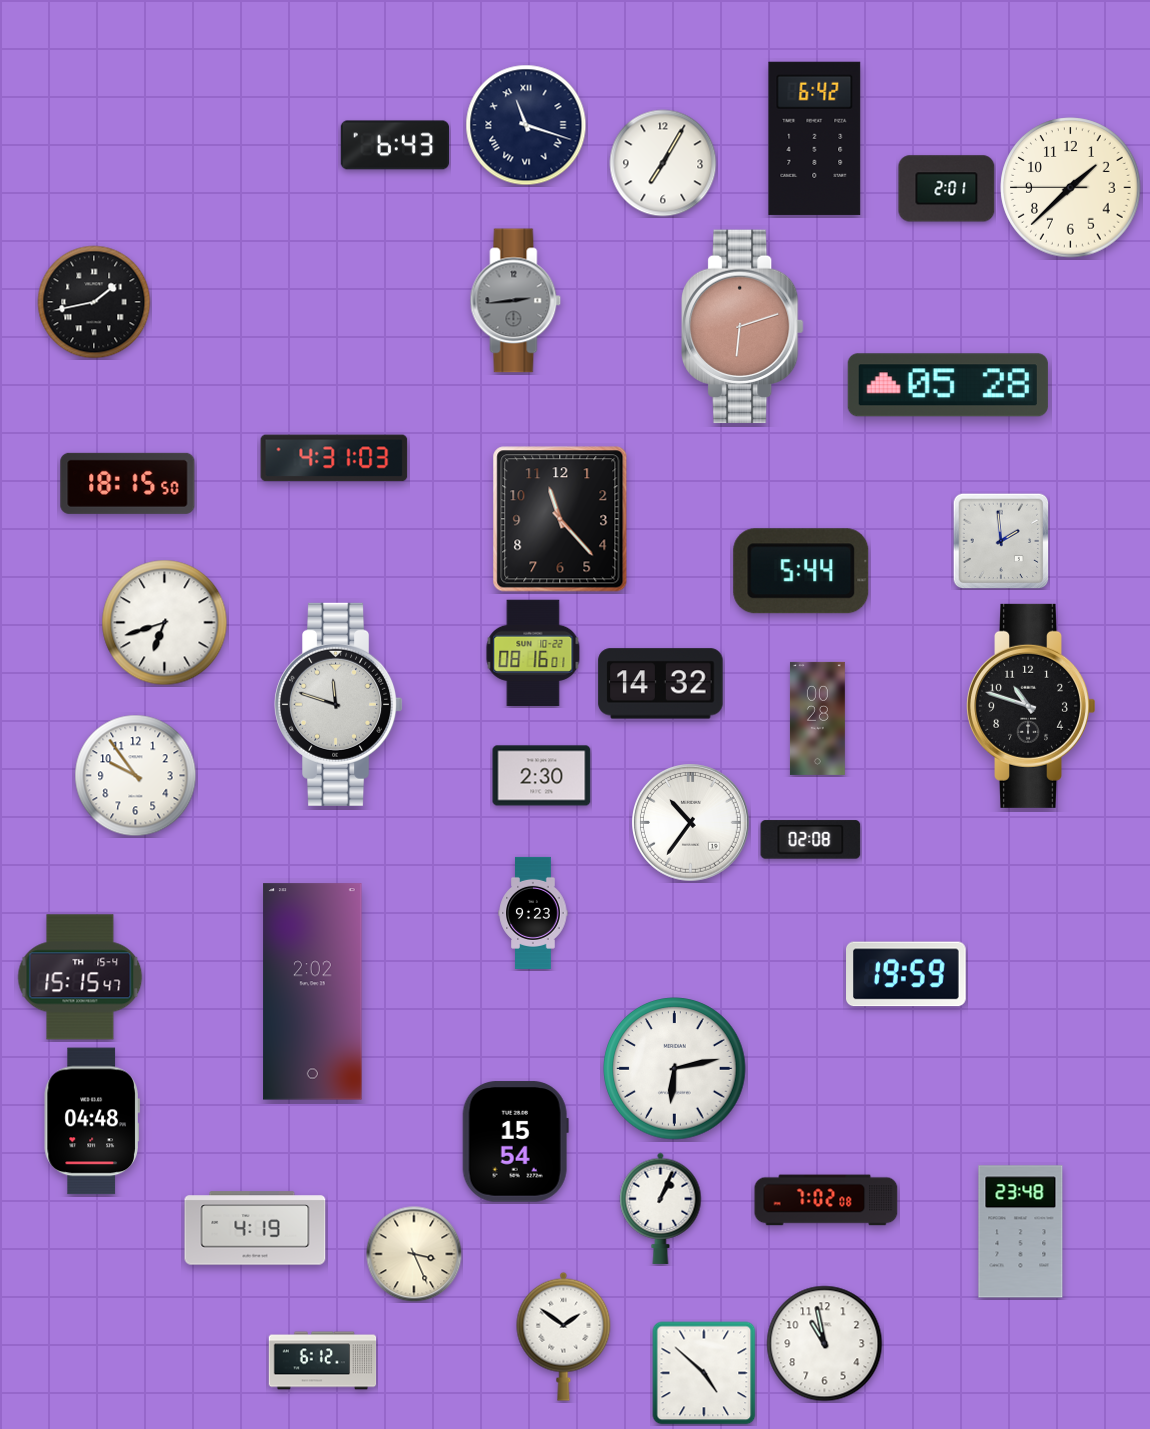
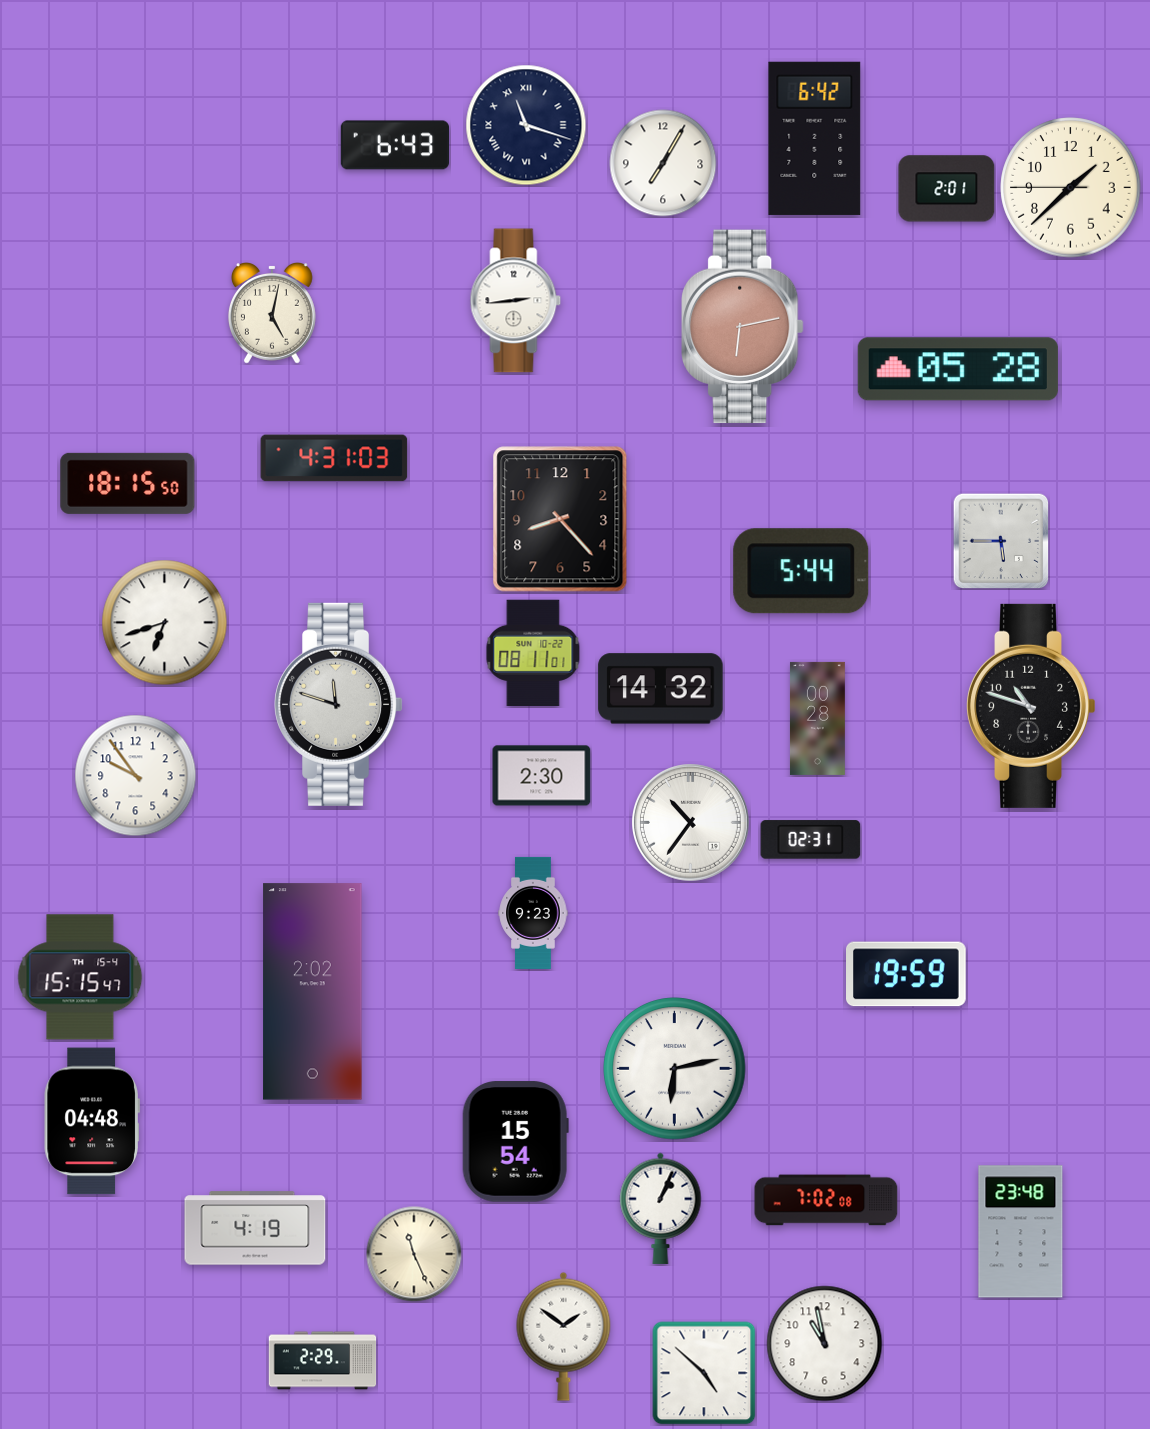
clock at (516, 301) dial: grey -> white
clock at (94, 302): 1:43 -> none
clock at (272, 314): none -> 5:02
clock at (743, 327): 6:12 -> 6:13
clock at (948, 385) position: (948, 385) -> (958, 369)
clock at (560, 519): 11:23 -> 8:23
clock at (1001, 541): 1:59 -> 5:45
clock at (533, 653): 08:16 -> 08:11
clock at (661, 684) position: (661, 684) -> (661, 689)
clock at (811, 840): 02:08 -> 02:31
clock at (414, 1254): 3:26 -> 11:26
clock at (323, 1361): 6:12 -> 2:29
